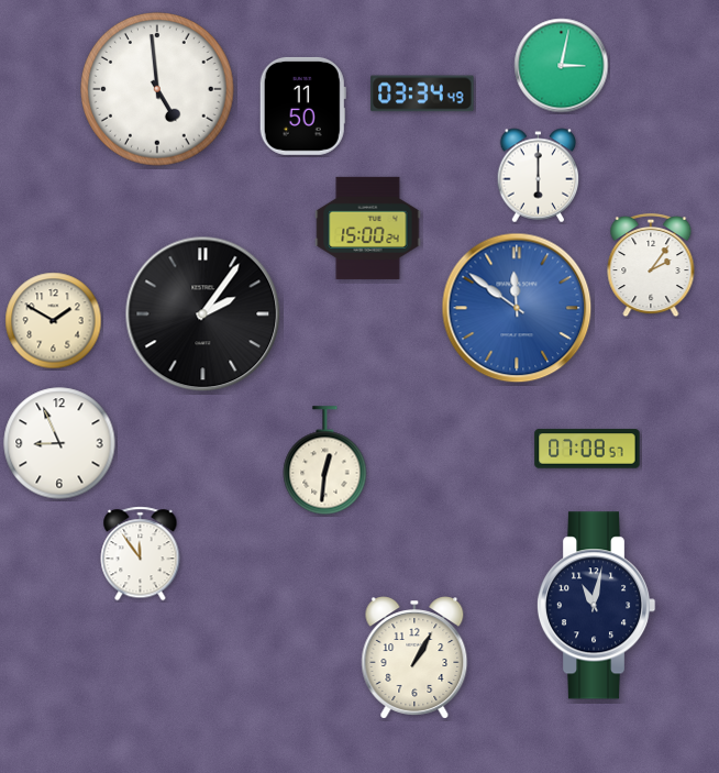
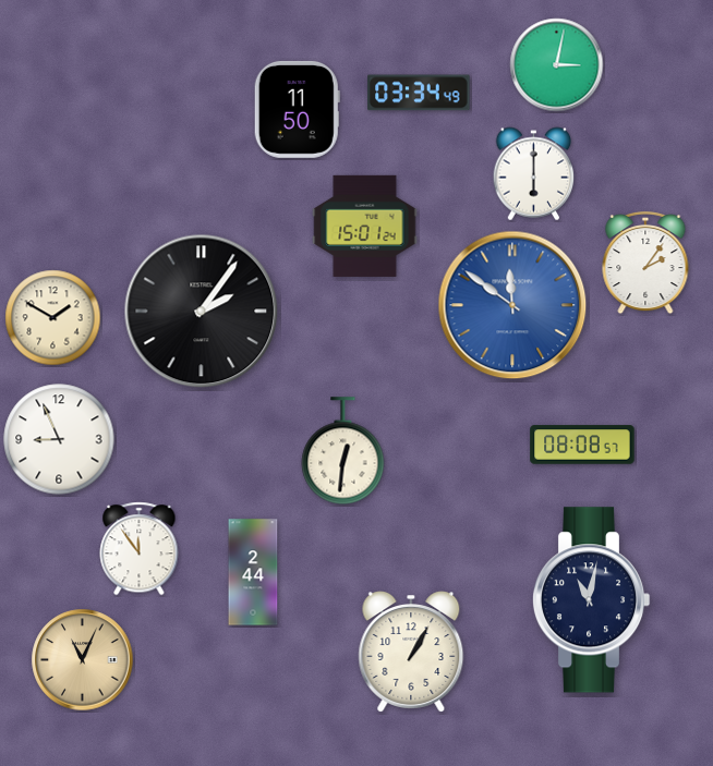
clock at (157, 89): 4:59 -> none
clock at (302, 106) position: (302, 106) -> (297, 109)
clock at (368, 228): 15:00 -> 15:01
clock at (587, 449): 07:08 -> 08:08
clock at (325, 461) position: (325, 461) -> (343, 451)
clock at (253, 572): none -> 2:44
clock at (83, 660): none -> 11:04
